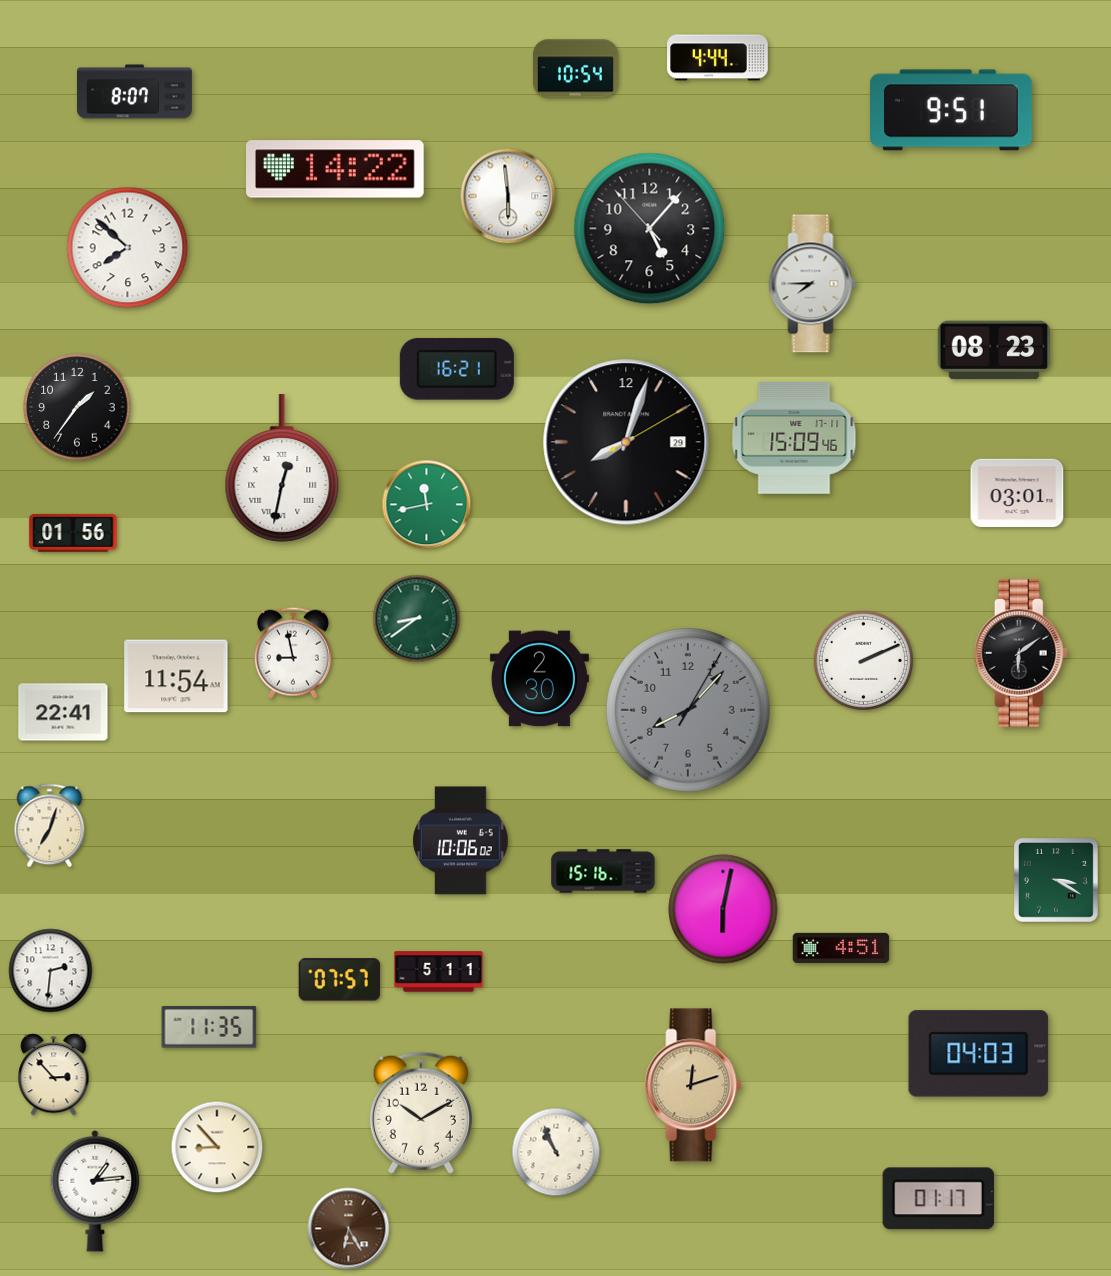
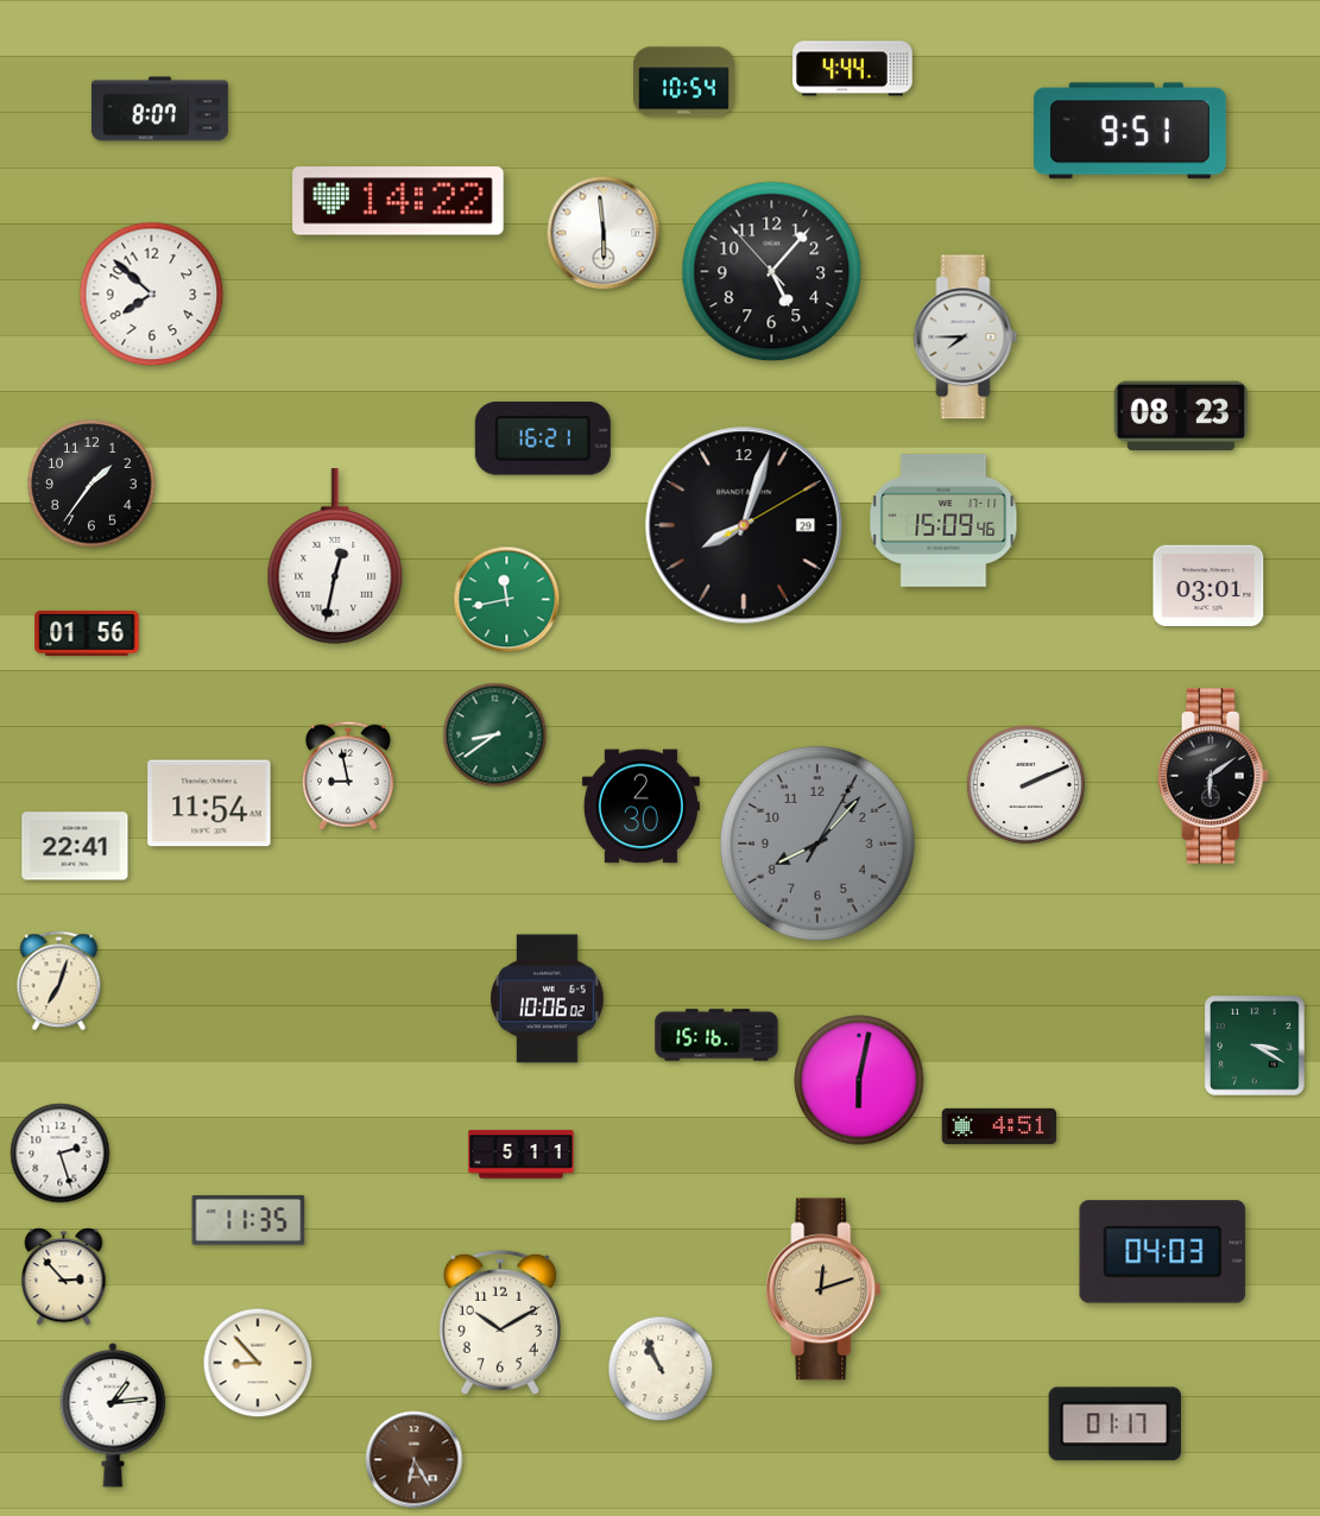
clock at (51, 971): 2:31 -> 2:27
clock at (339, 980): 07:57 -> none
